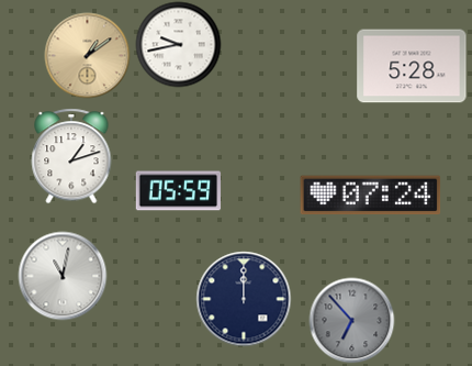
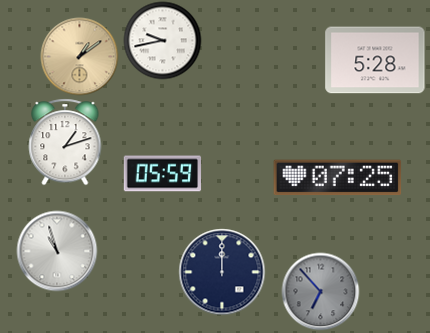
clock at (87, 55) position: (87, 55) -> (79, 56)
clock at (371, 196): 07:24 -> 07:25
clock at (63, 276): 11:02 -> 10:57
